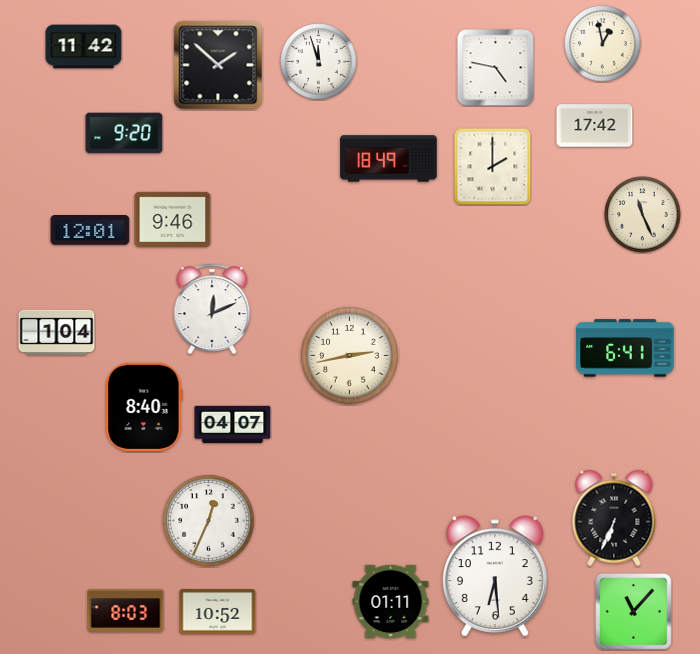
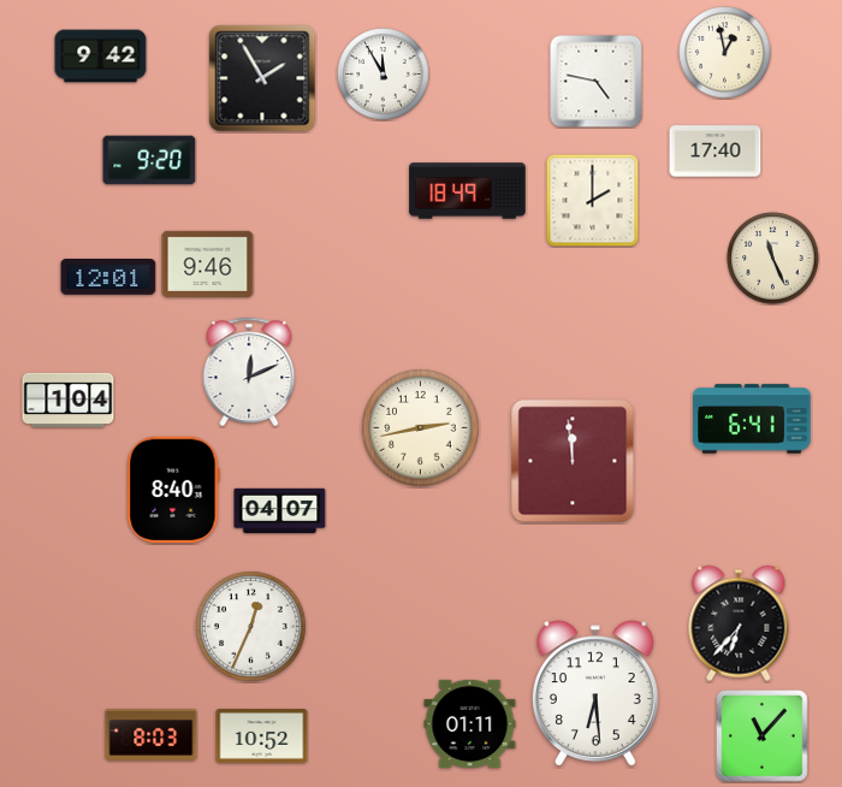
clock at (84, 47): 11:42 -> 9:42
clock at (319, 62): 11:57 -> 11:55
clock at (218, 65): 1:52 -> 1:55
clock at (595, 126): 17:42 -> 17:40
clock at (212, 308) position: (212, 308) -> (249, 371)
clock at (573, 461): none -> 11:59
clock at (614, 518): 6:34 -> 6:37
